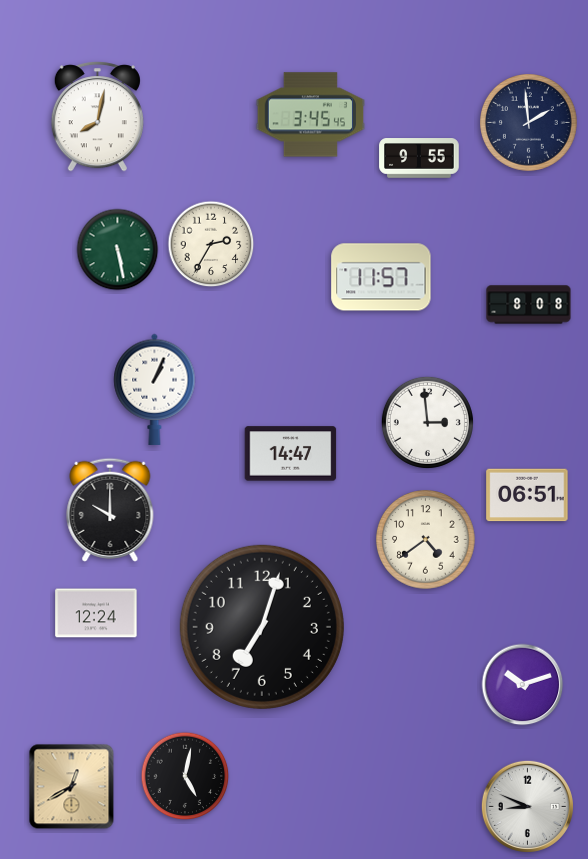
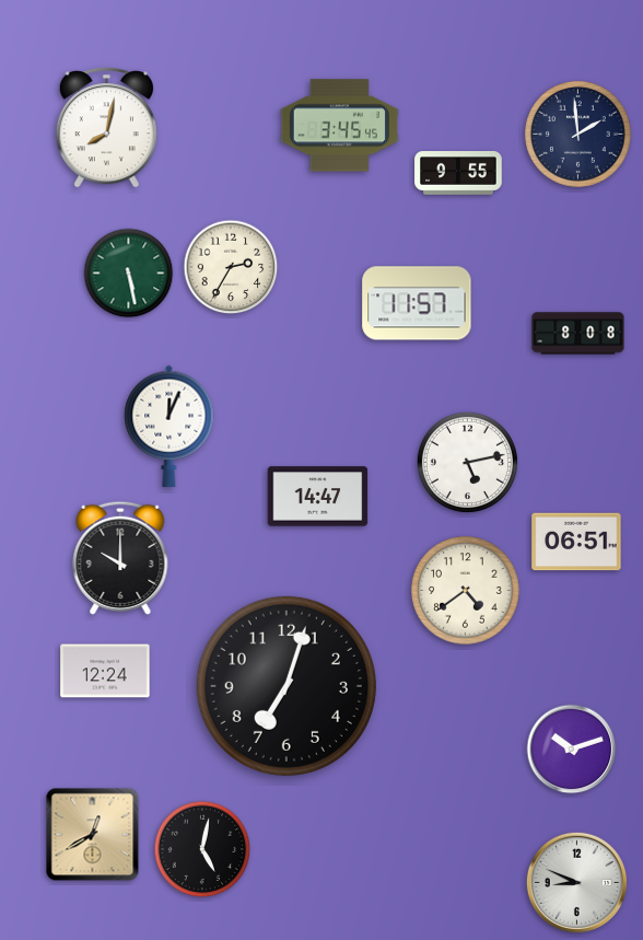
clock at (155, 389): 1:04 -> 12:04
clock at (427, 422): 2:59 -> 5:13
clock at (72, 787) position: (72, 787) -> (93, 835)
